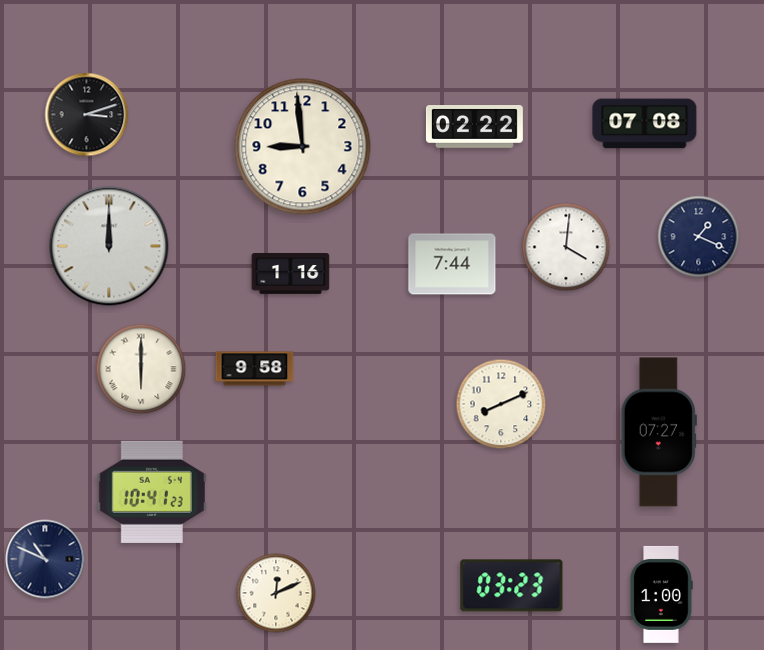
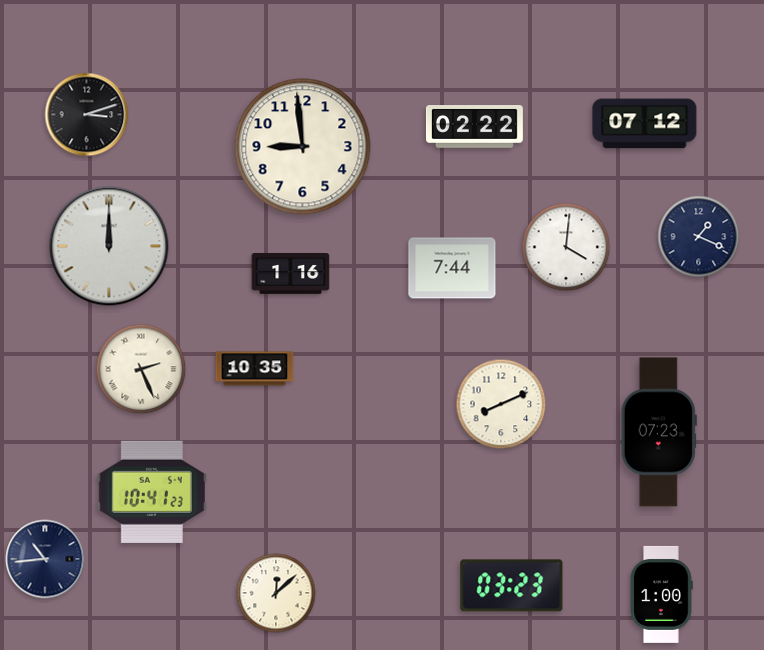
clock at (645, 124): 07:08 -> 07:12
clock at (452, 264) position: (452, 264) -> (452, 268)
clock at (141, 369): 6:00 -> 2:26
clock at (255, 369): 9:58 -> 10:35
clock at (659, 432): 07:27 -> 07:23
clock at (45, 559): 10:49 -> 10:44
clock at (276, 593): 12:11 -> 12:08
